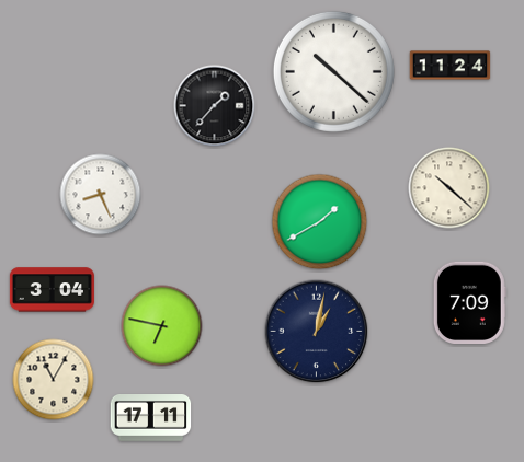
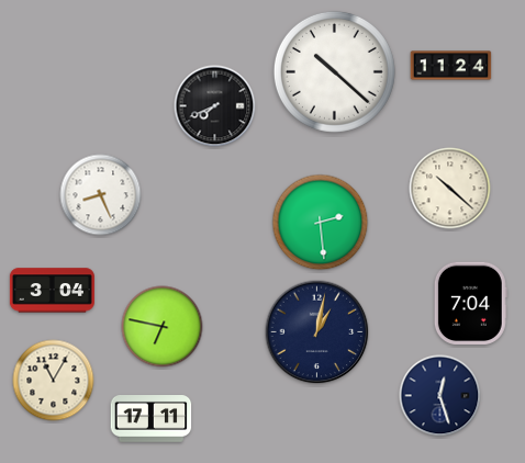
clock at (215, 106): 1:37 -> 7:41
clock at (320, 222): 1:40 -> 2:29
clock at (469, 302): 7:09 -> 7:04
clock at (440, 396): none -> 12:27
